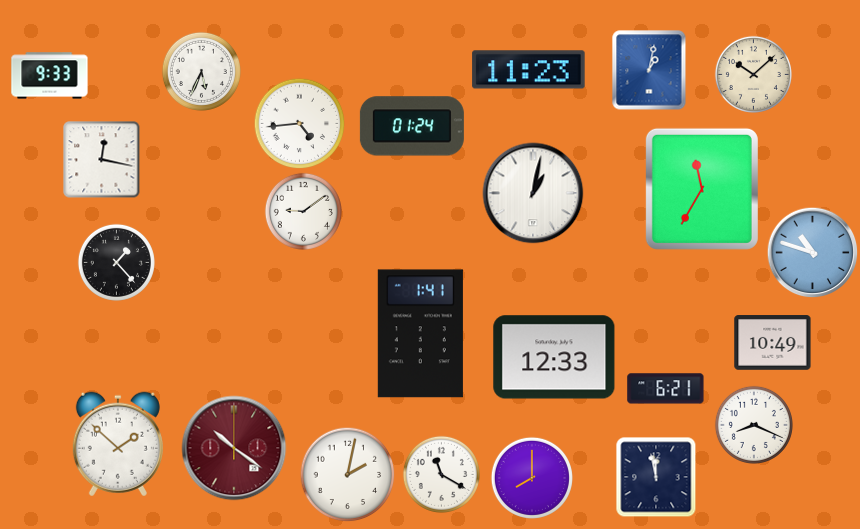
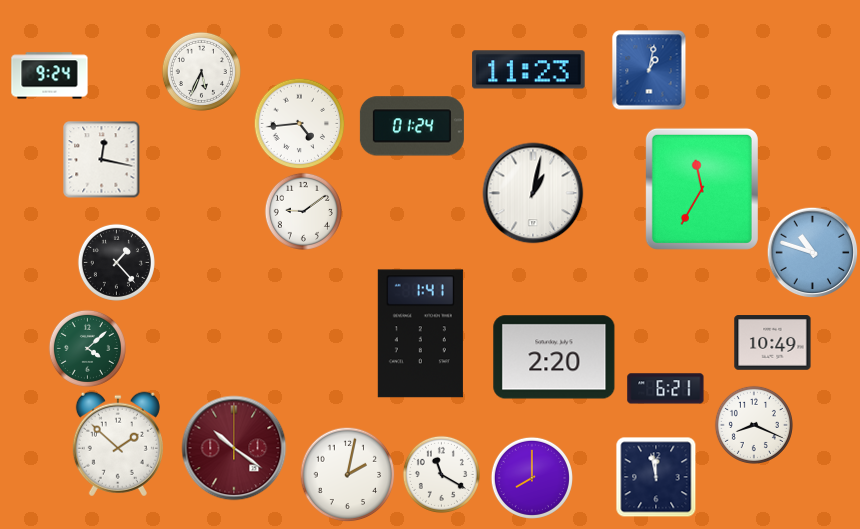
clock at (753, 74): 10:08 -> none
clock at (50, 76): 9:33 -> 9:24
clock at (87, 348): none -> 4:08
clock at (554, 357): 12:33 -> 2:20
